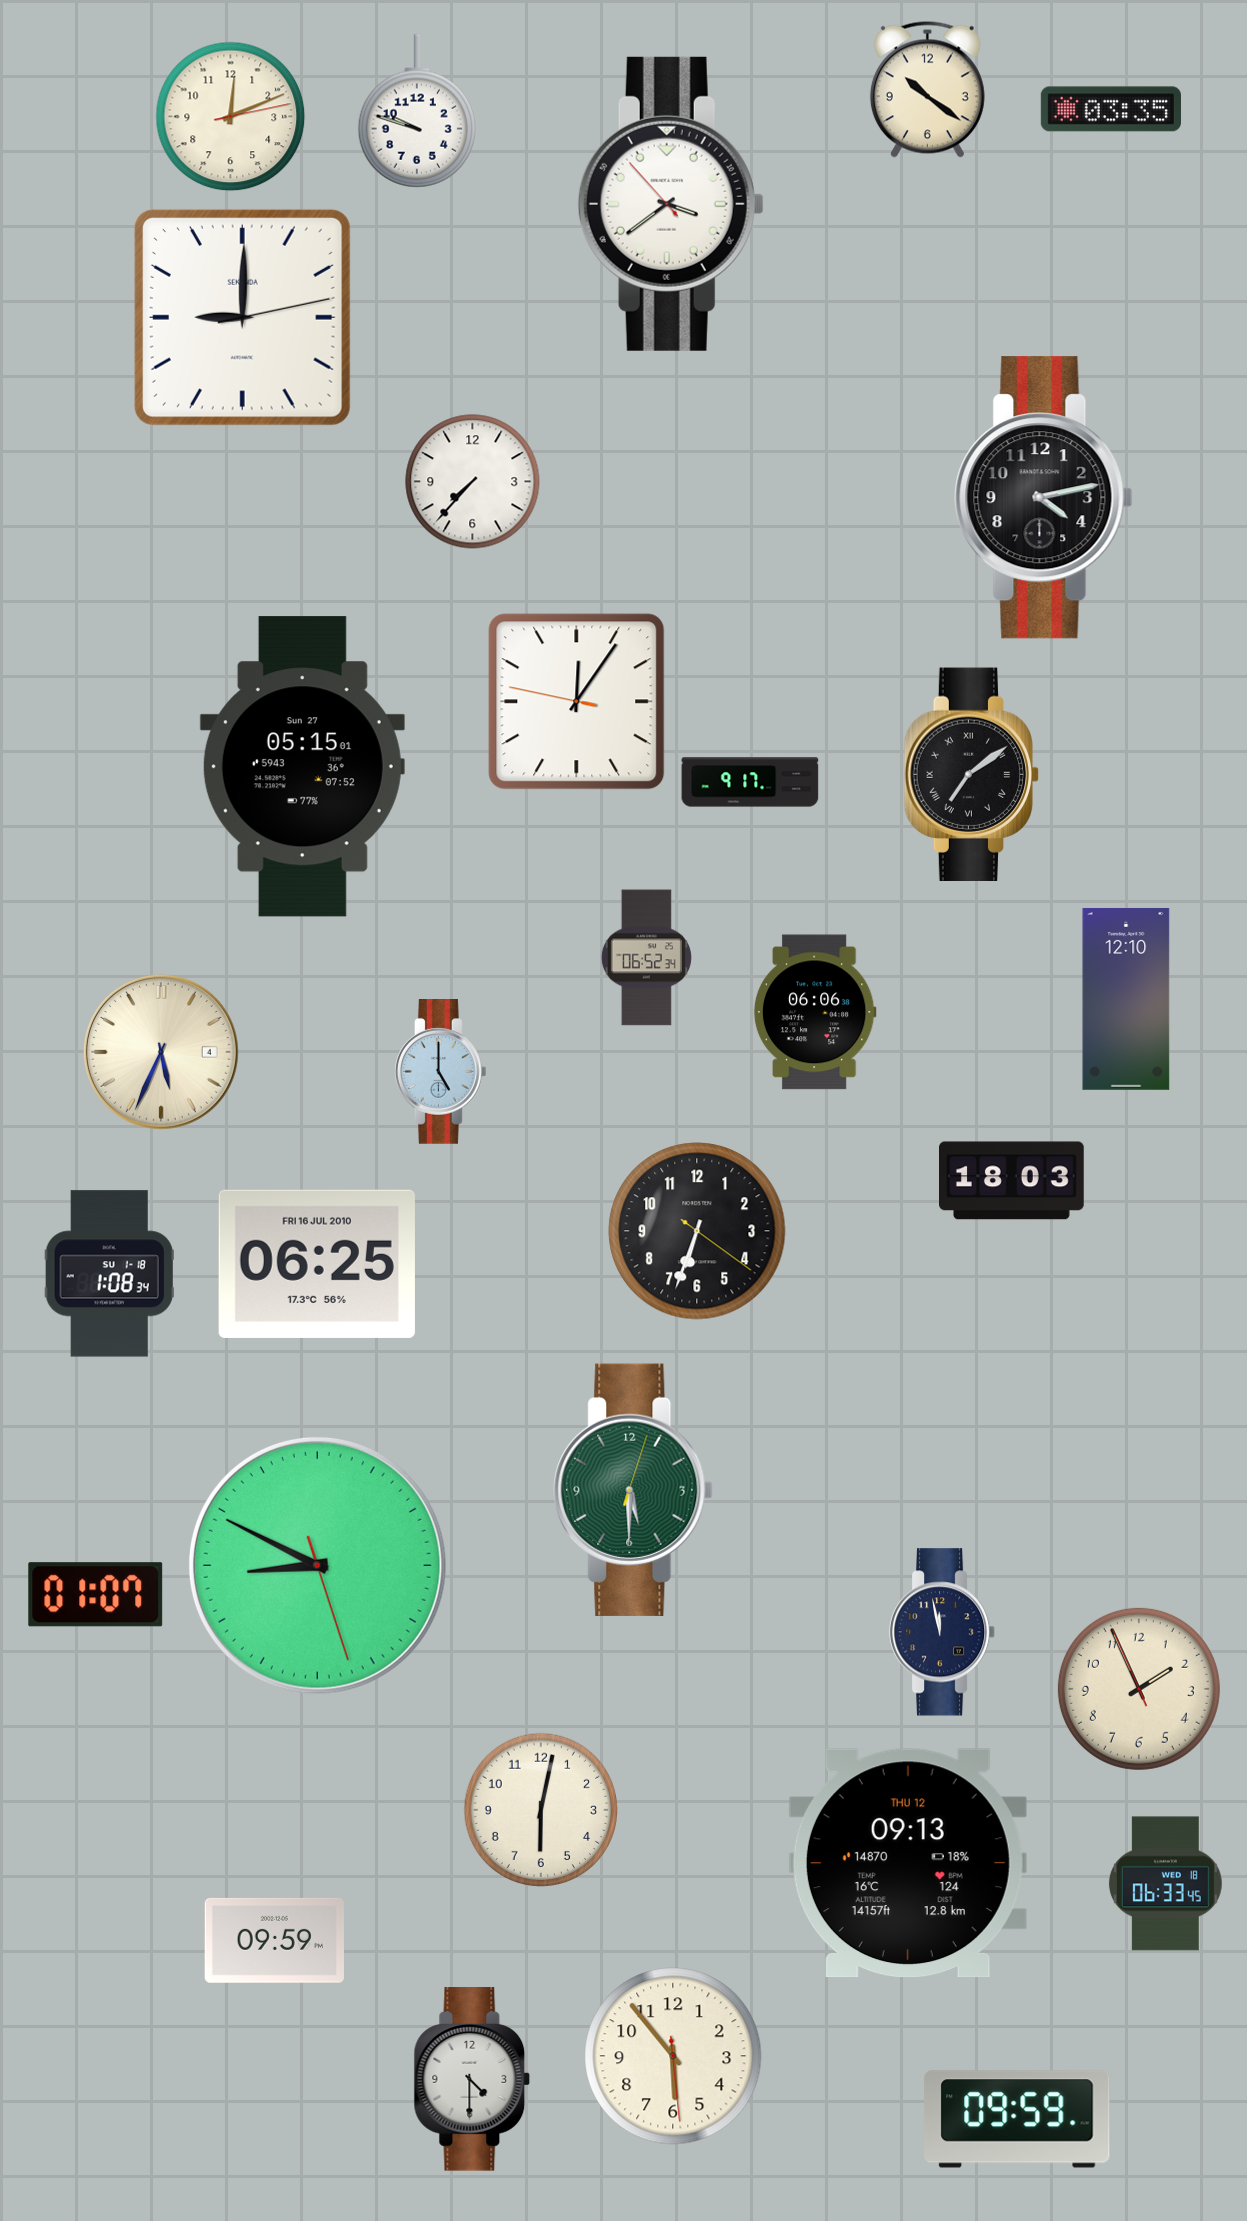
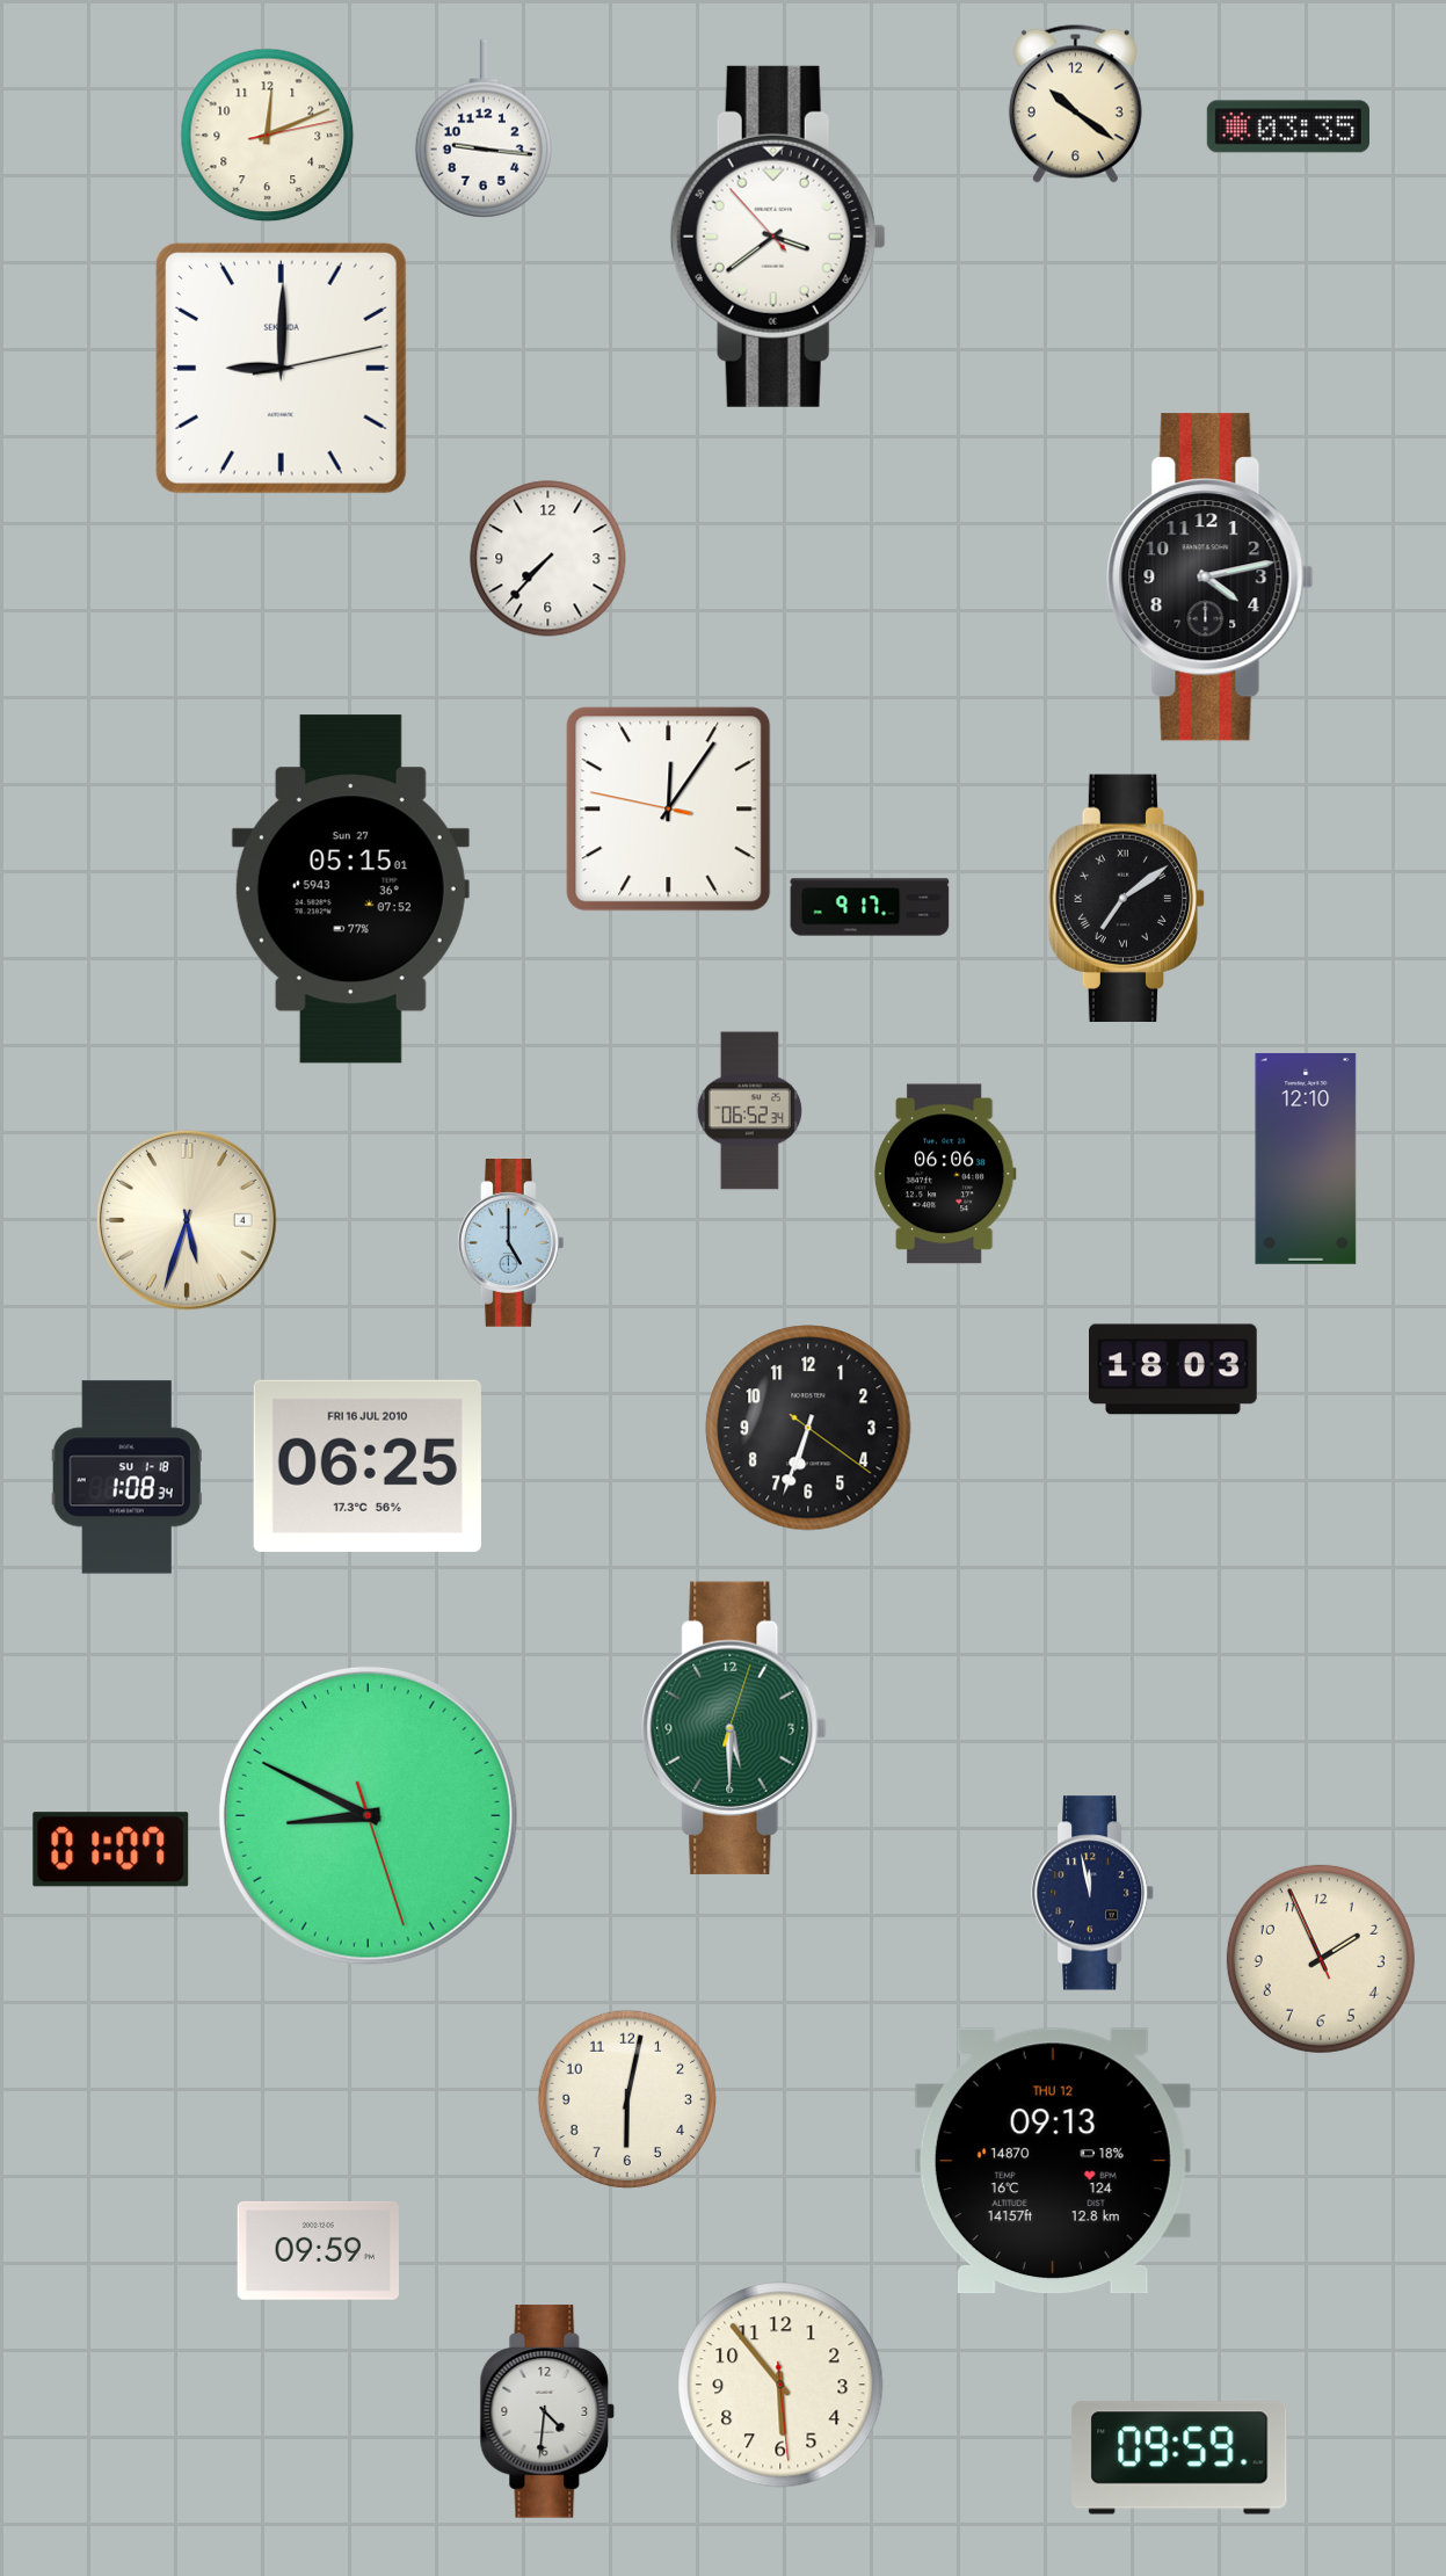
clock at (417, 111): 9:48 -> 9:16
clock at (577, 702) position: (577, 702) -> (669, 810)
clock at (161, 1052): 5:34 -> 5:33
clock at (1165, 1884): 06:33 -> none
clock at (472, 2079): 4:30 -> 4:31
